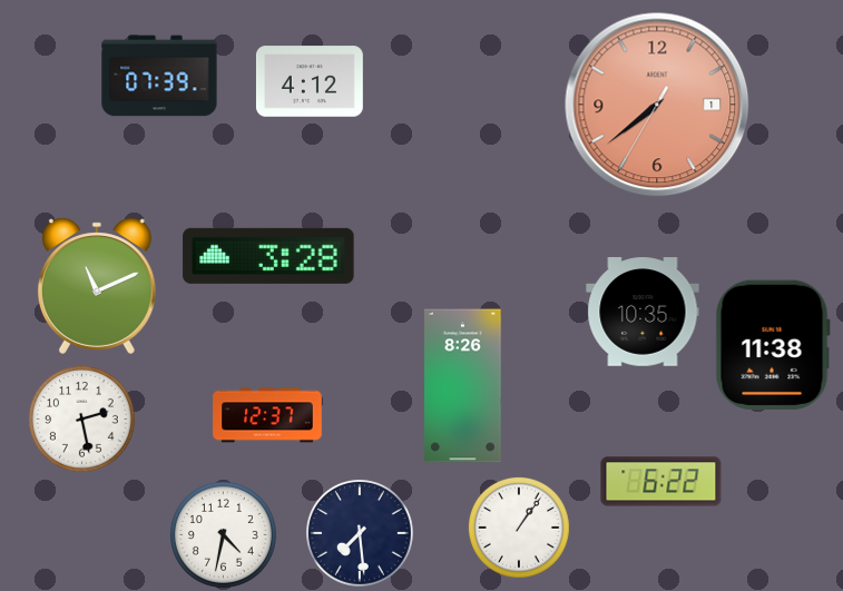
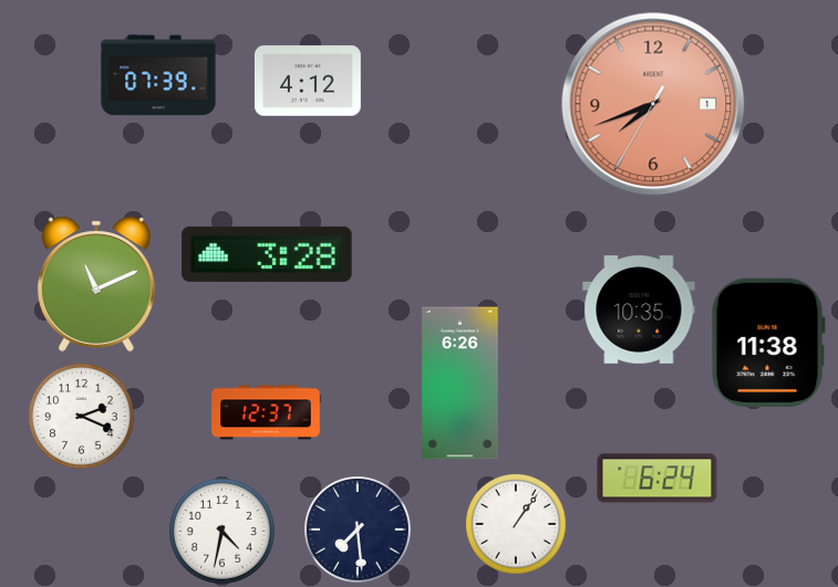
clock at (657, 105): 7:38 -> 7:41
clock at (463, 386): 8:26 -> 6:26
clock at (82, 420): 2:28 -> 2:19
clock at (661, 482): 6:22 -> 6:24
